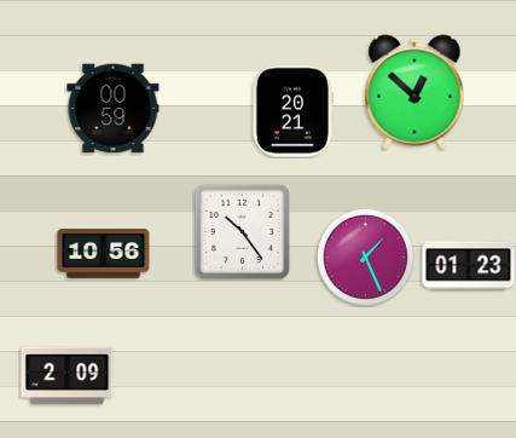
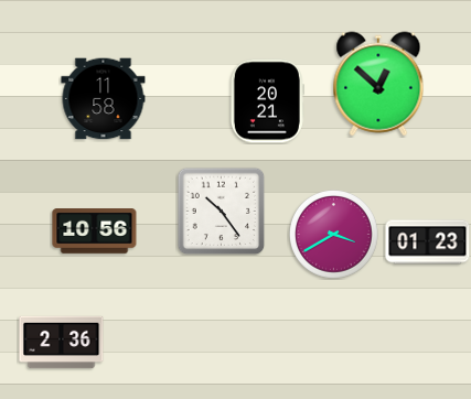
clock at (114, 109): 00:59 -> 11:58
clock at (366, 258): 1:26 -> 3:40
clock at (68, 376): 2:09 -> 2:36
